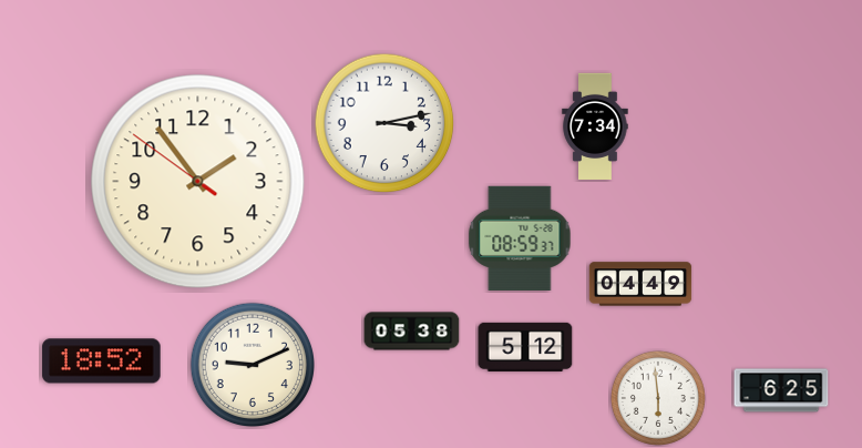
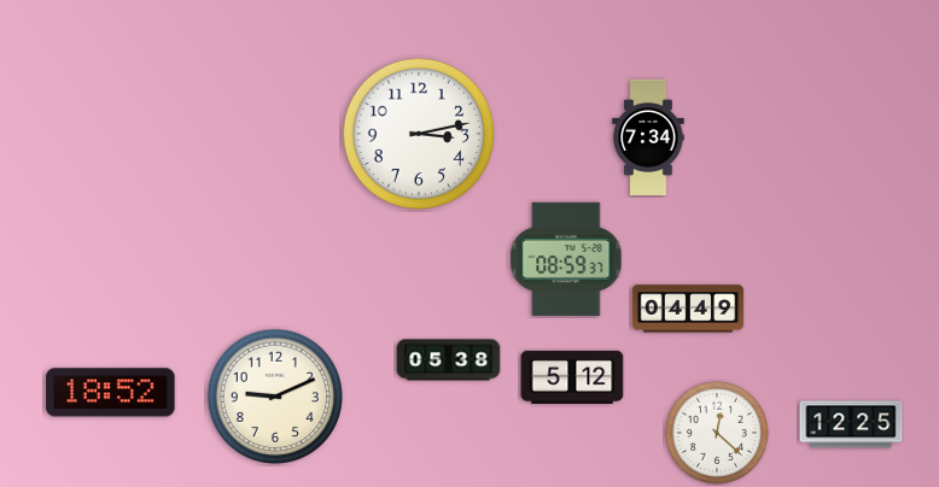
clock at (198, 182): 1:53 -> none
clock at (640, 284) position: (640, 284) -> (688, 309)
clock at (781, 390): 6:25 -> 12:25
clock at (658, 398): 5:59 -> 12:22
